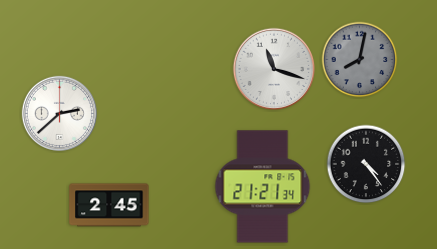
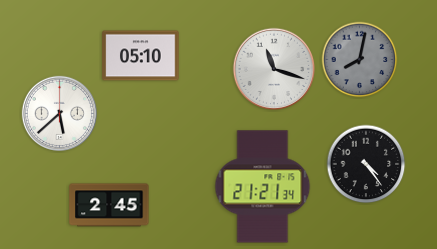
clock at (141, 56): none -> 05:10
clock at (59, 113): 2:38 -> 5:38
